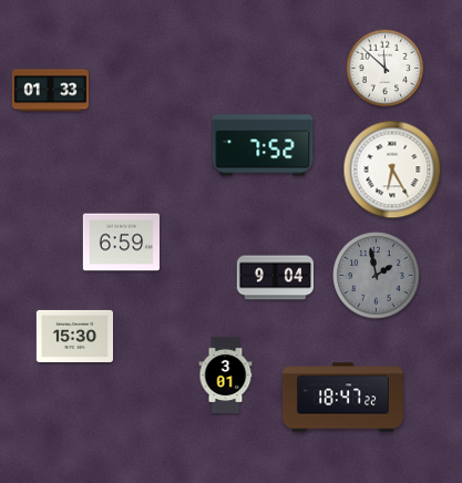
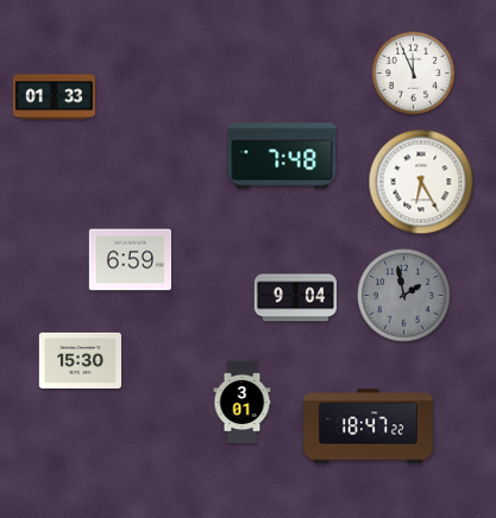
clock at (386, 69): 11:52 -> 11:56
clock at (263, 145): 7:52 -> 7:48
